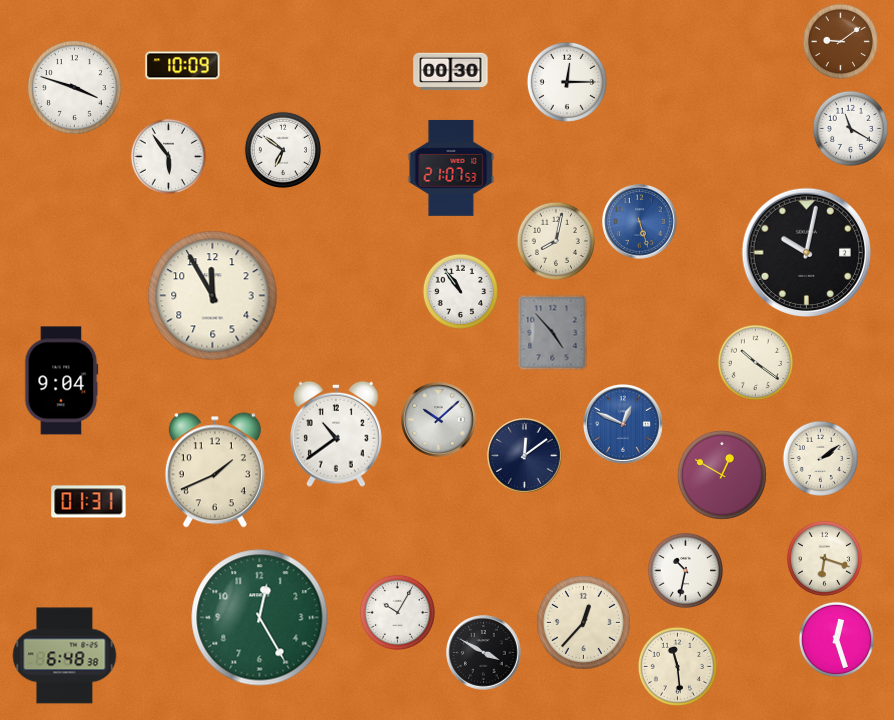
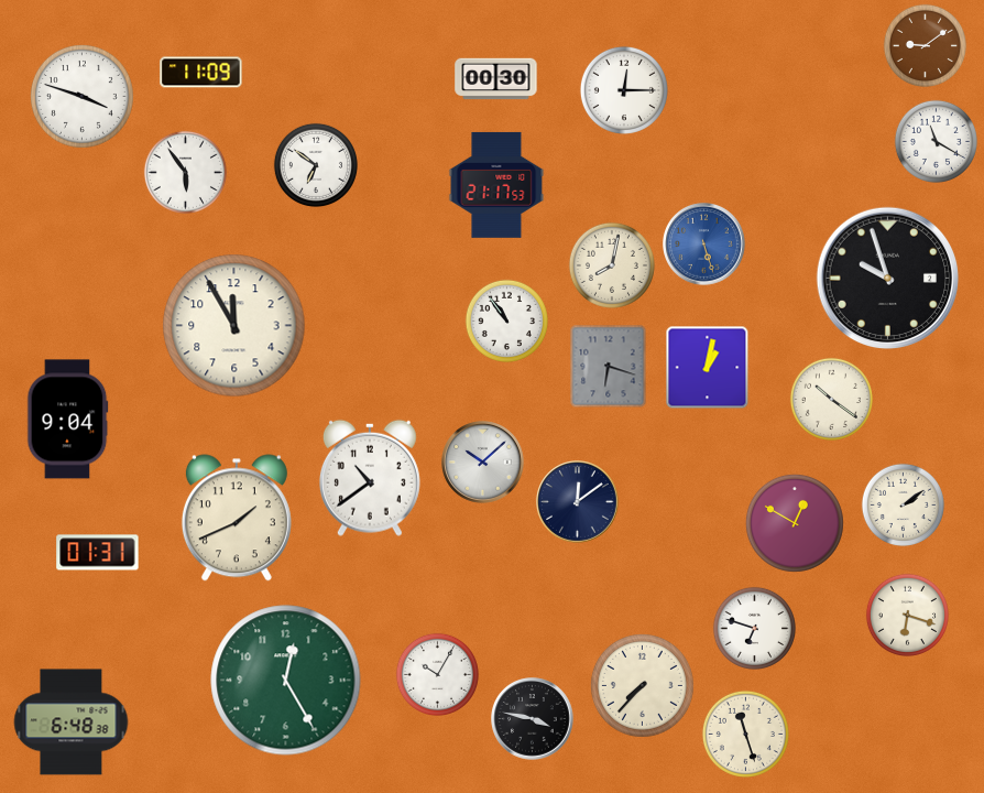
clock at (183, 66): 10:09 -> 11:09
clock at (283, 150) position: (283, 150) -> (316, 165)
clock at (451, 168): 21:07 -> 21:17
clock at (807, 253): 10:02 -> 9:57
clock at (553, 333): 4:53 -> 6:18
clock at (708, 368): none -> 1:02
clock at (624, 425): 12:49 -> none
clock at (685, 570): 10:32 -> 6:48
clock at (583, 622): 12:37 -> 7:37
clock at (836, 639): 12:27 -> none
clock at (484, 653): 3:50 -> 3:47
clock at (677, 666): 11:29 -> 11:27
